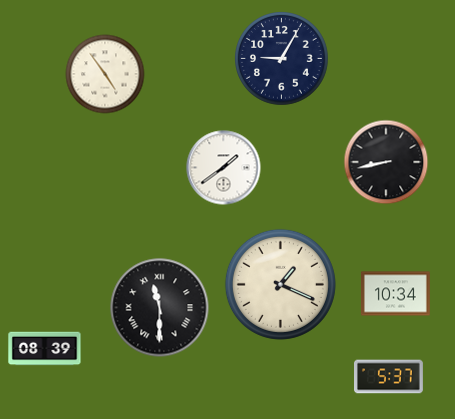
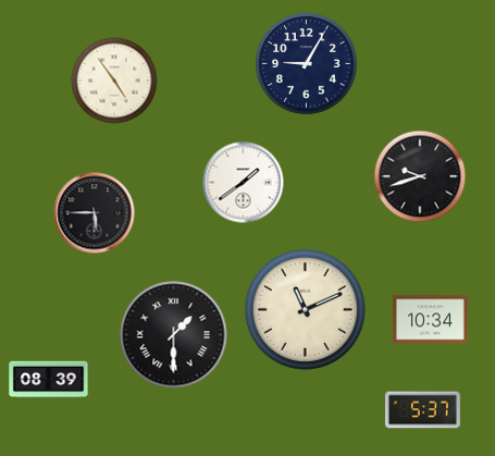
clock at (386, 162): 8:43 -> 9:42
clock at (95, 213): none -> 5:45
clock at (280, 284): 1:19 -> 11:11
clock at (160, 308): 11:30 -> 1:30
